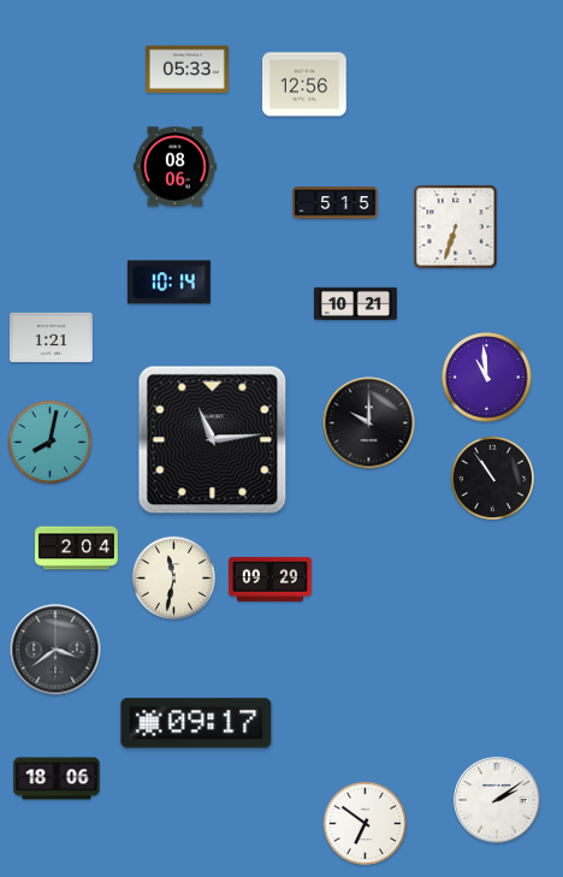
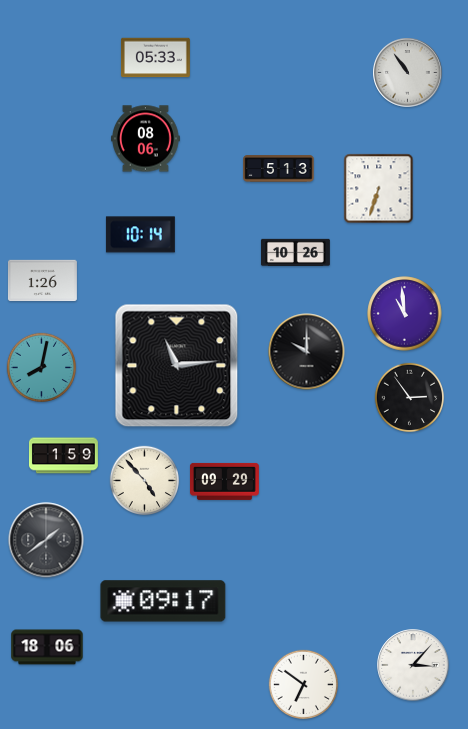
clock at (304, 84): 12:56 -> none
clock at (408, 73): none -> 10:54
clock at (336, 203): 5:15 -> 5:13
clock at (355, 303): 10:21 -> 10:26
clock at (51, 338): 1:21 -> 1:26
clock at (493, 479): 10:54 -> 2:54
clock at (77, 549): 2:04 -> 1:59
clock at (174, 579): 11:32 -> 4:53
clock at (55, 650): 3:39 -> 1:39
clock at (497, 800): 2:09 -> 3:07
